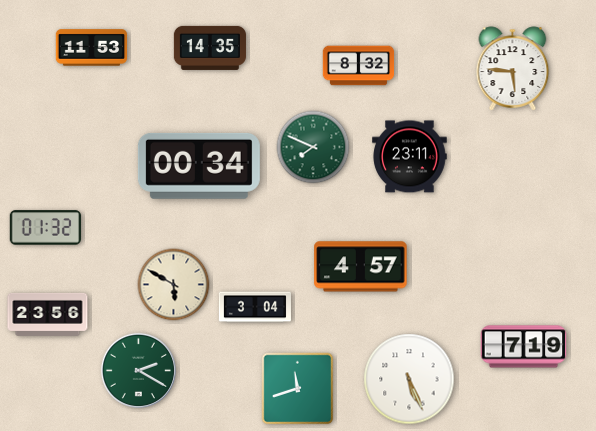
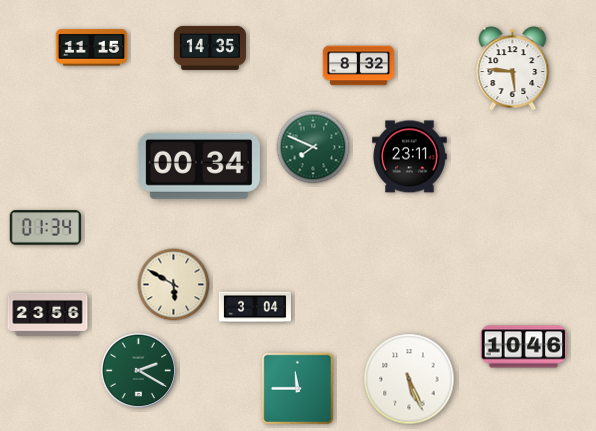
clock at (92, 48): 11:53 -> 11:15
clock at (45, 228): 01:32 -> 01:34
clock at (361, 267): 4:57 -> none
clock at (524, 347): 7:19 -> 10:46
clock at (298, 389): 11:42 -> 11:45
